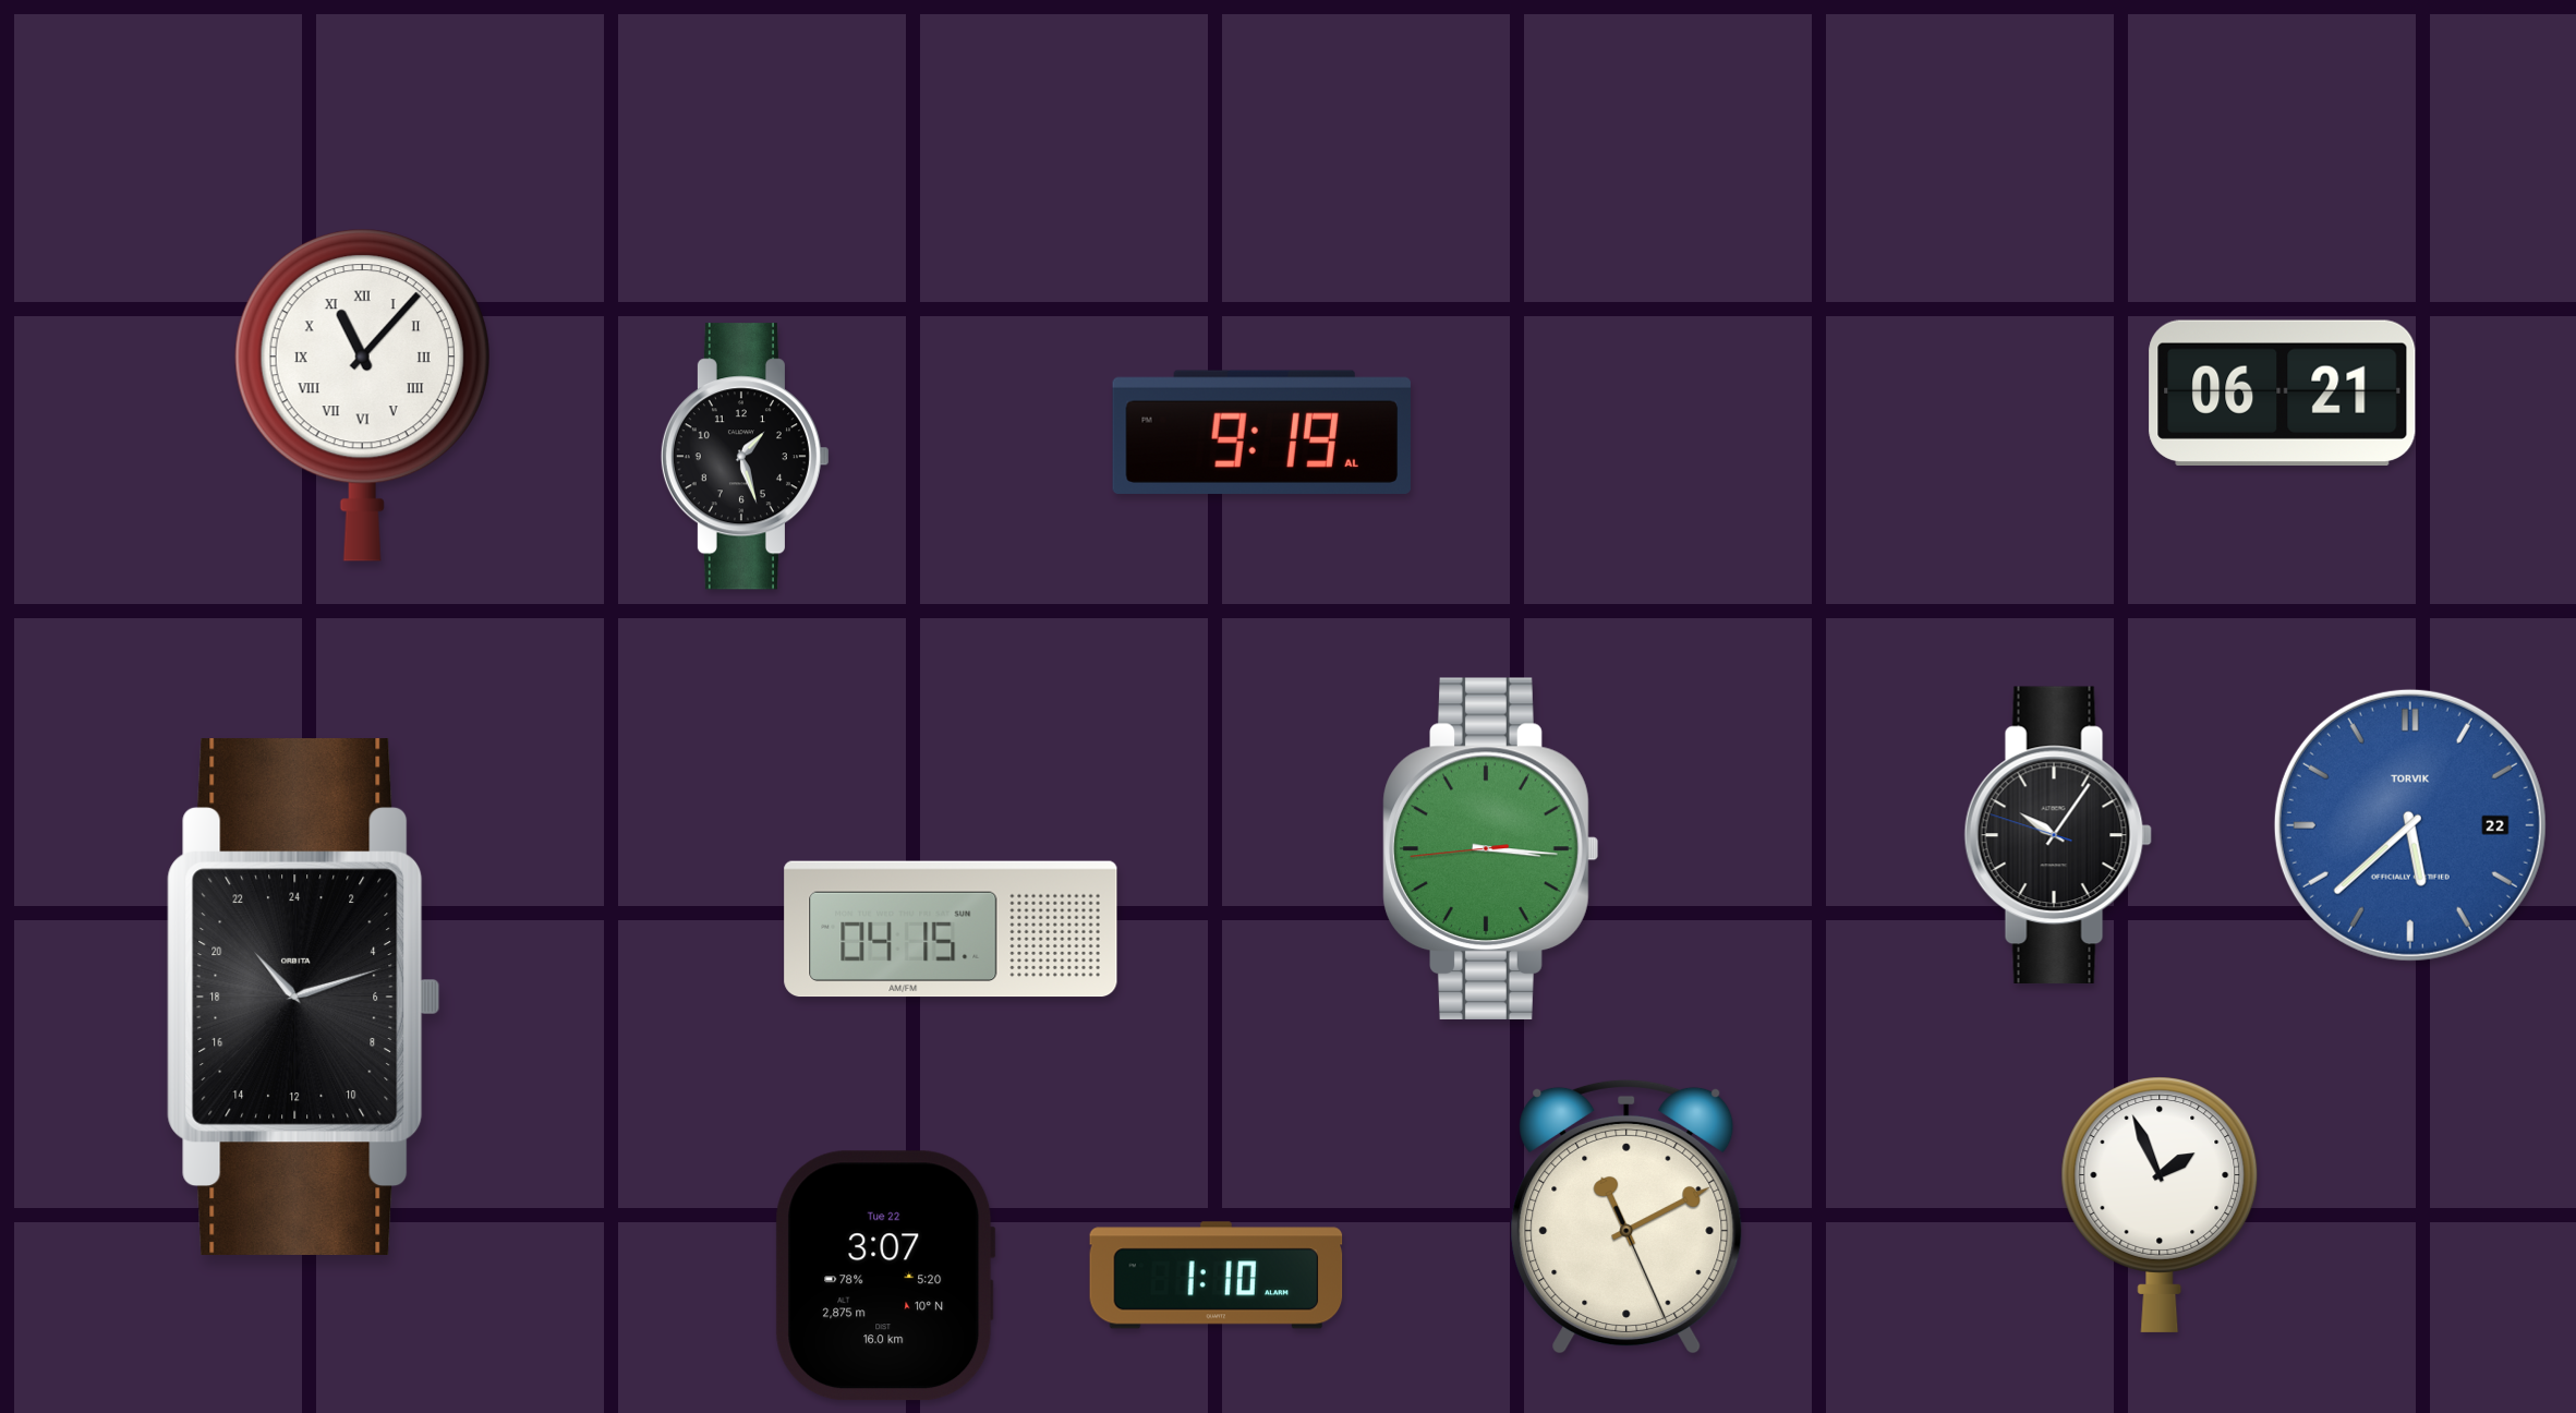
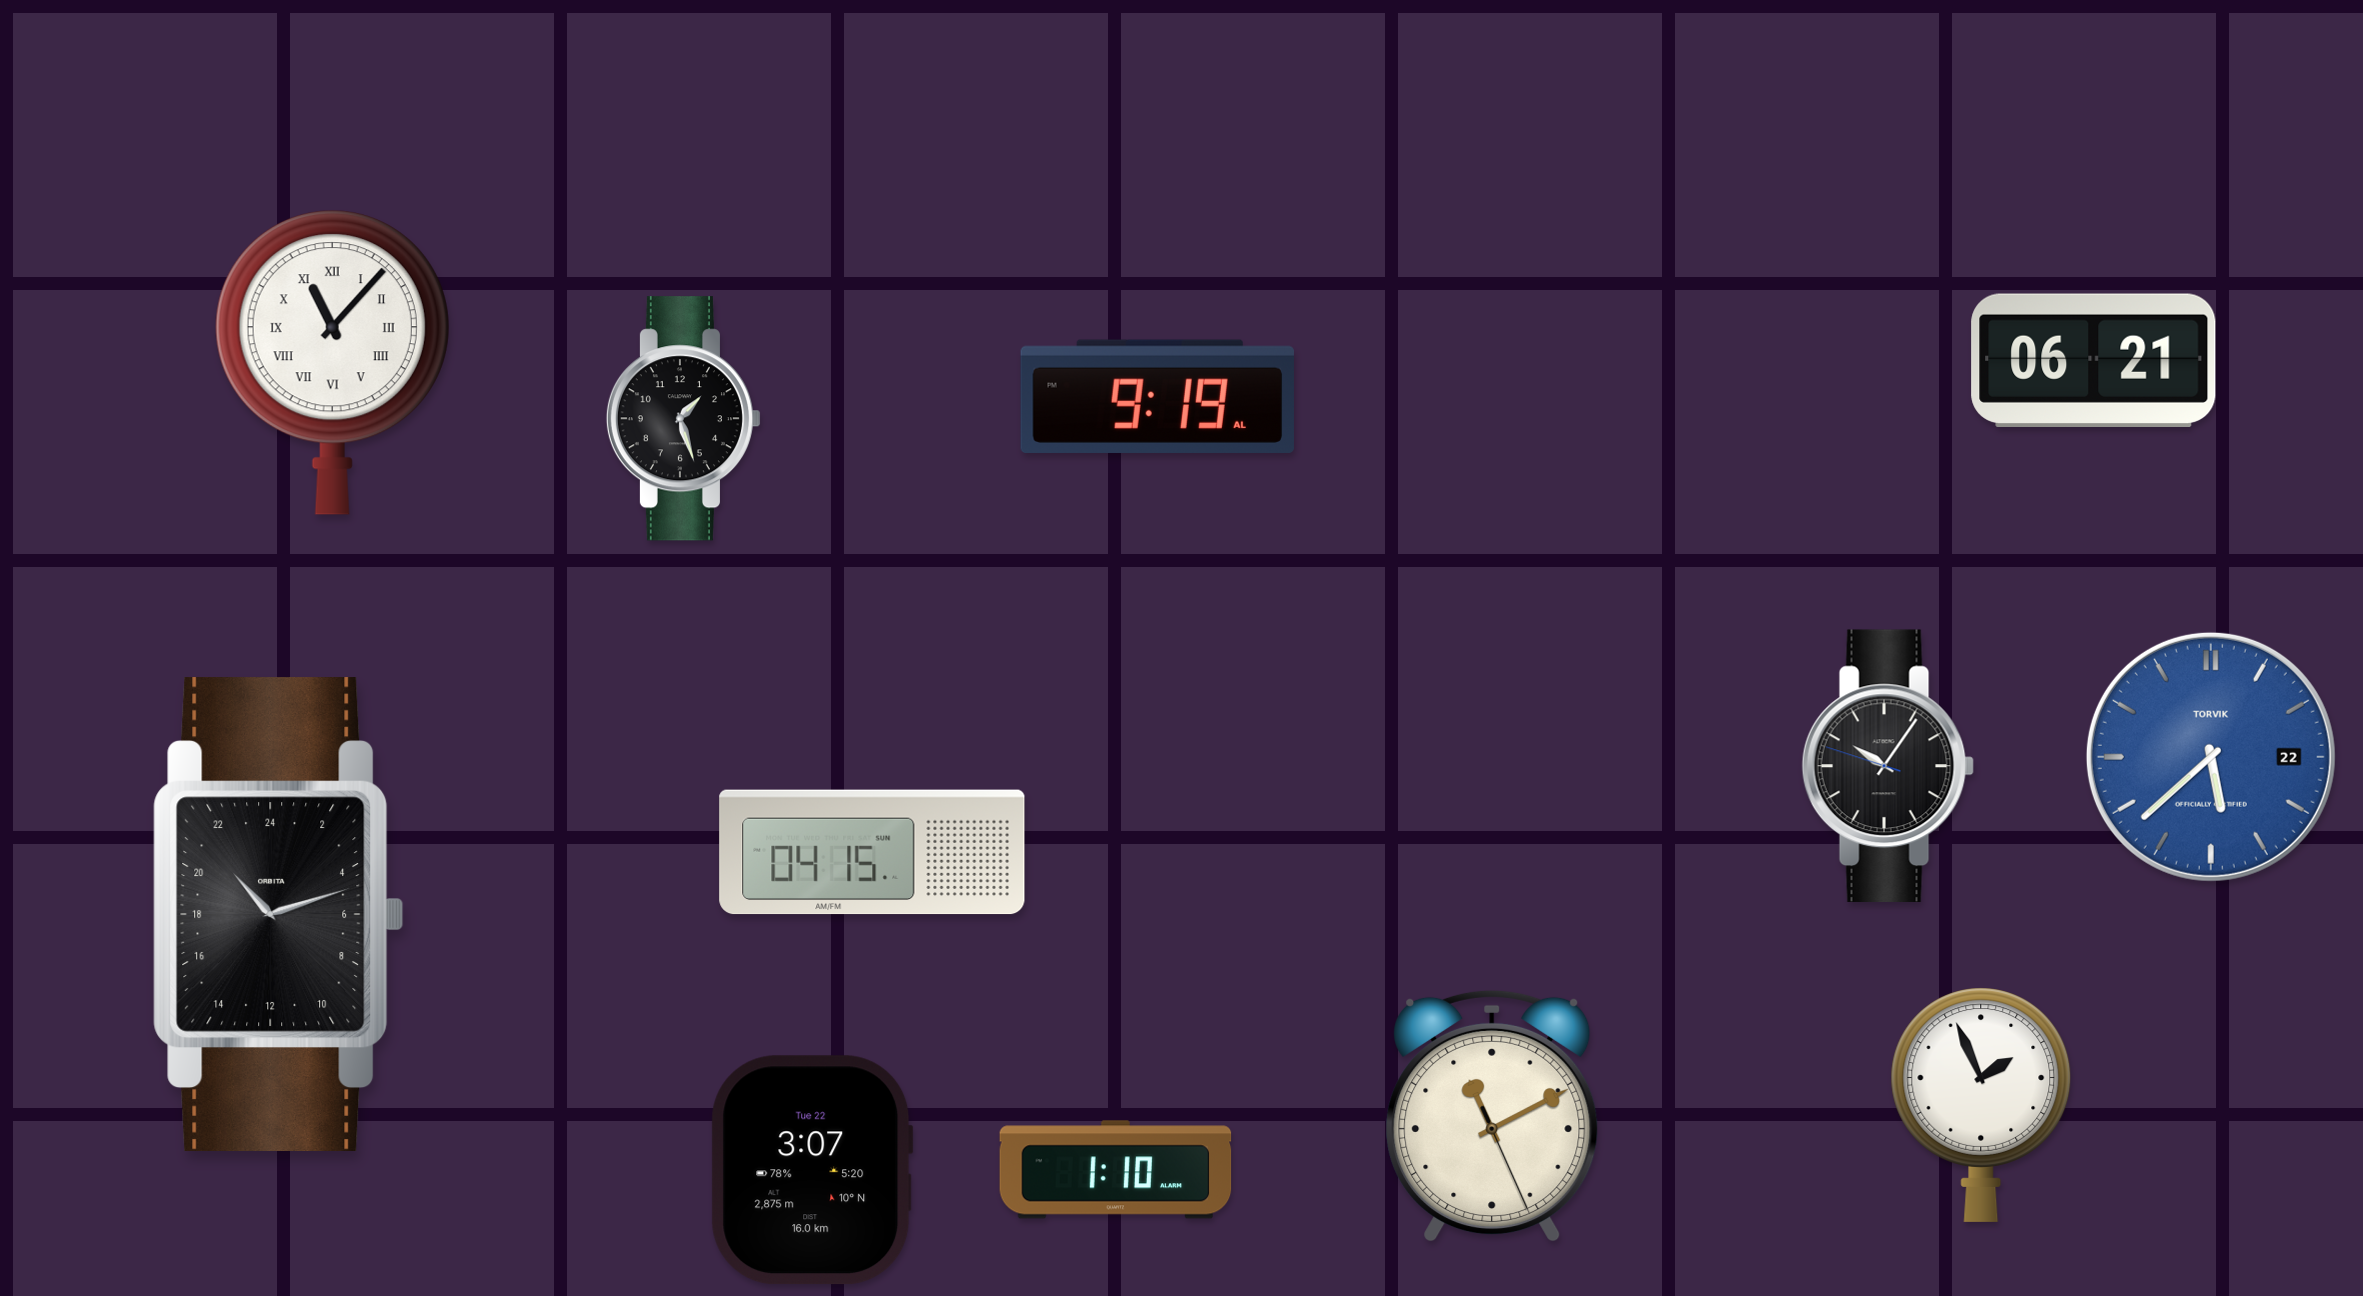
clock at (1491, 848): 3:15 -> none
